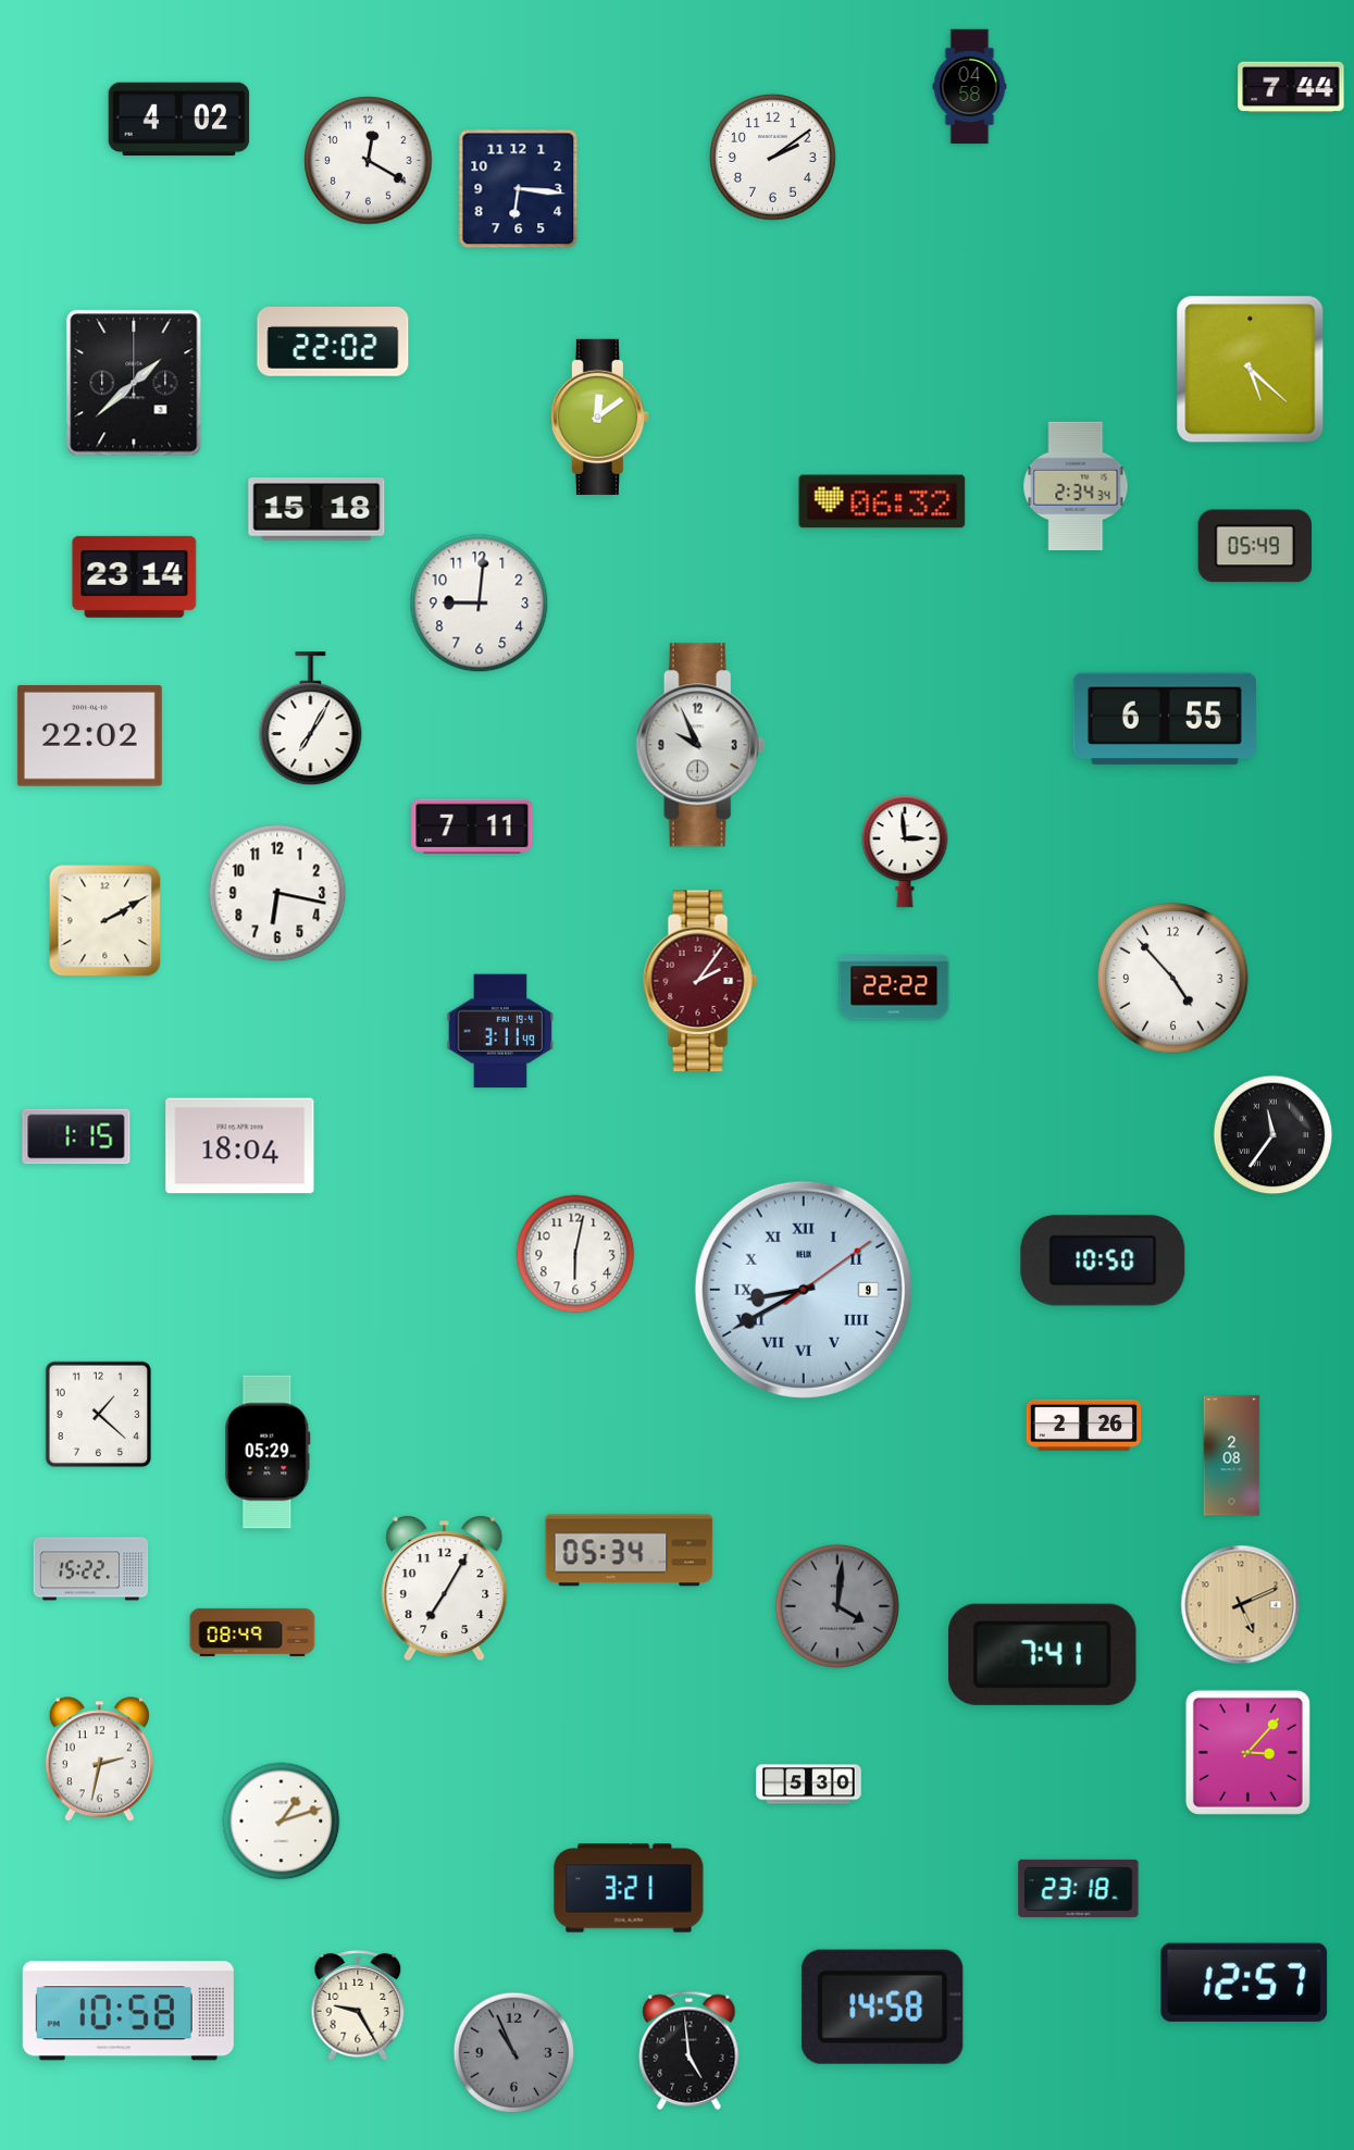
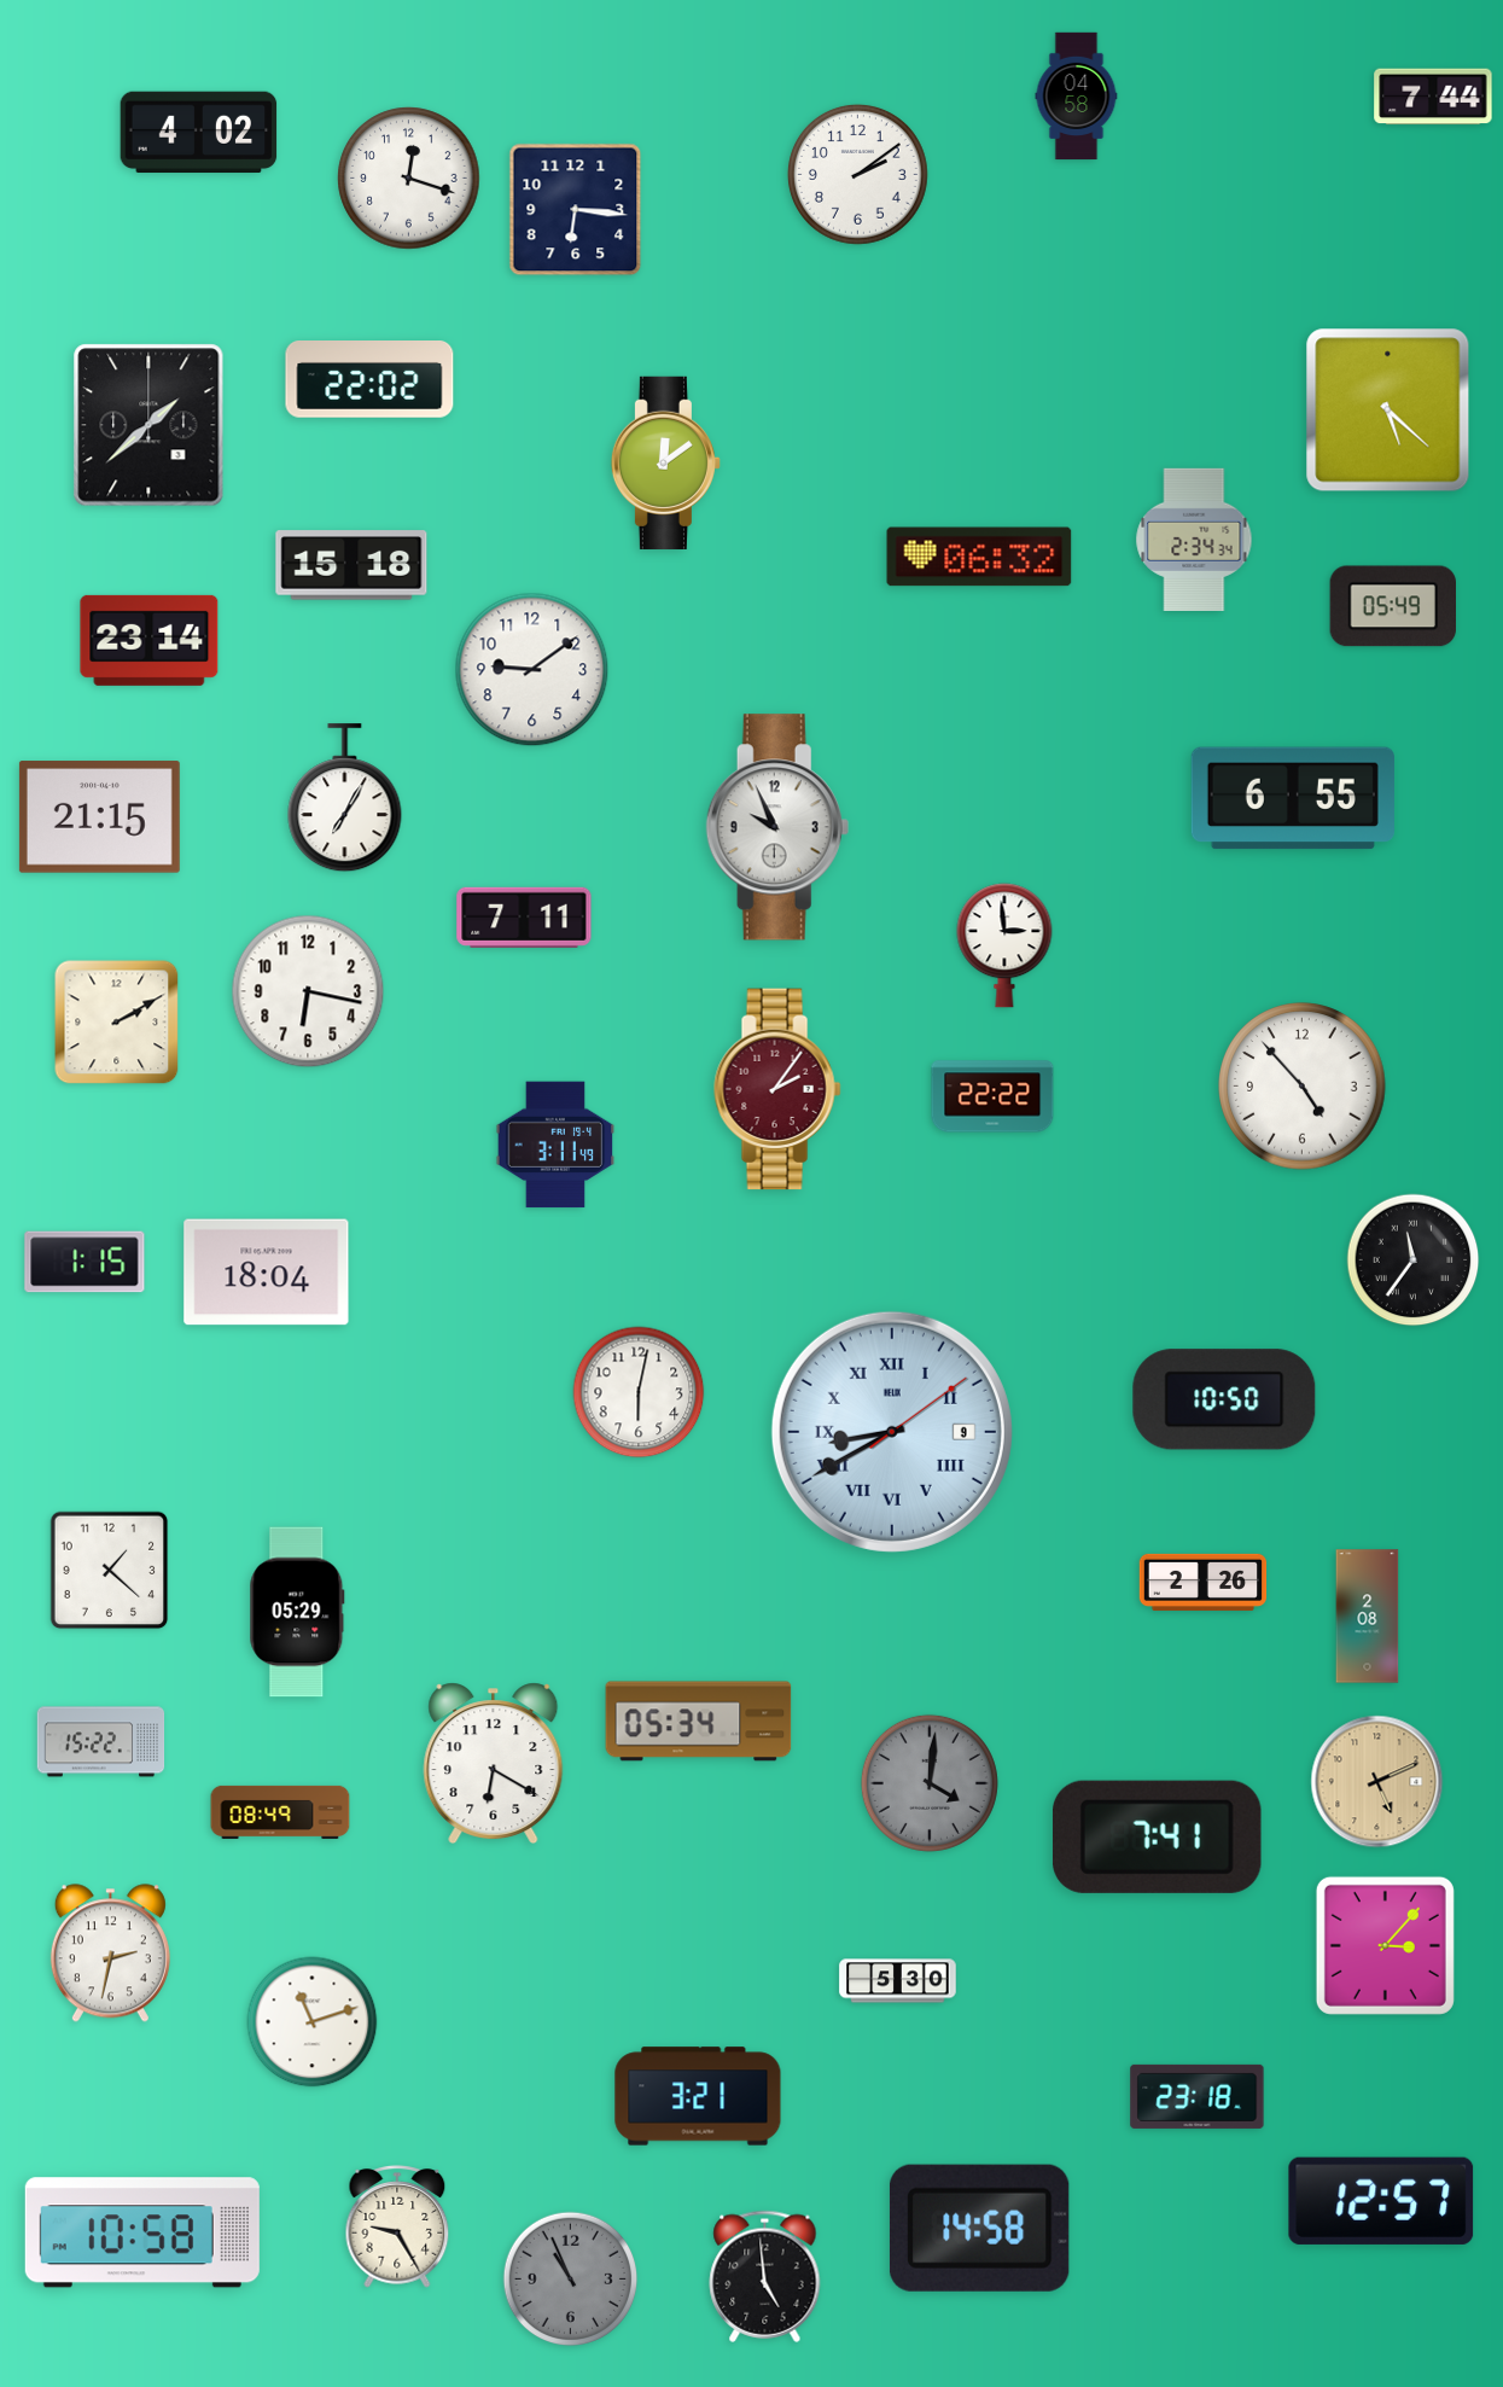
clock at (369, 161): 12:20 -> 12:18
clock at (480, 604): 9:01 -> 9:09
clock at (89, 736): 22:02 -> 21:15
clock at (445, 1589): 7:05 -> 6:20
clock at (282, 1822): 1:12 -> 11:12
